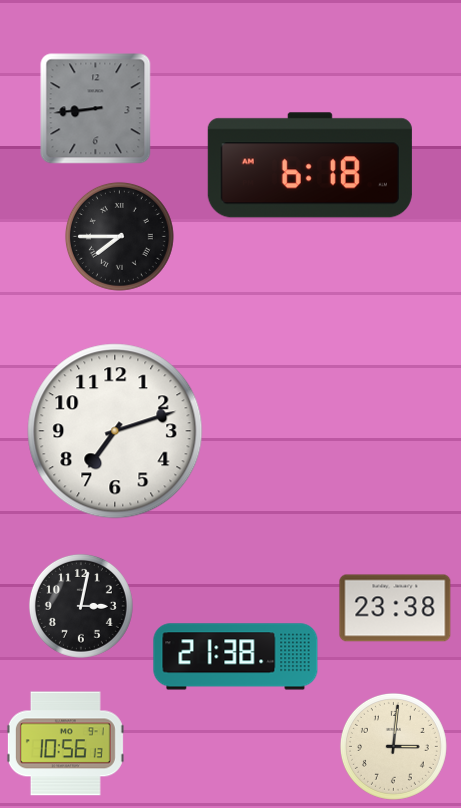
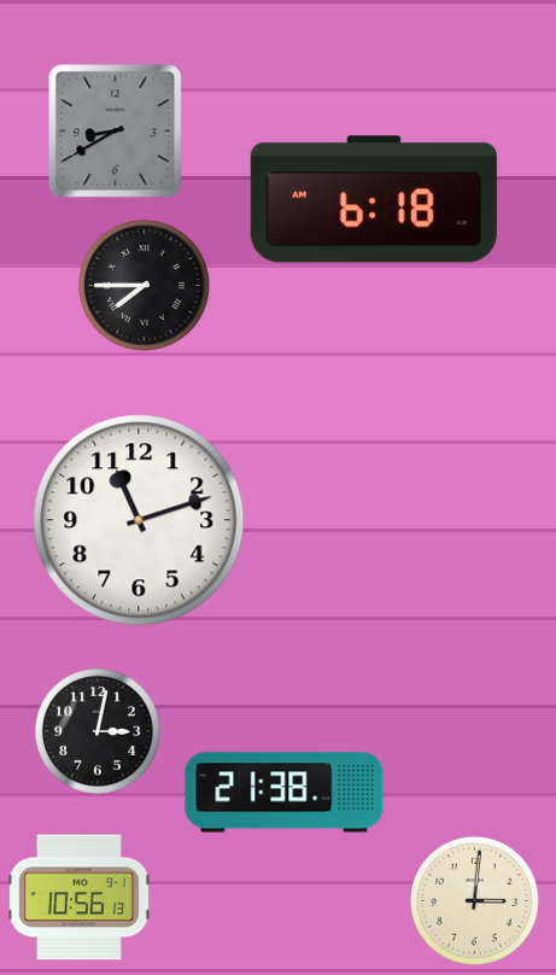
clock at (96, 109): 8:44 -> 8:40
clock at (115, 431): 7:12 -> 11:12
clock at (395, 608): 23:38 -> none
